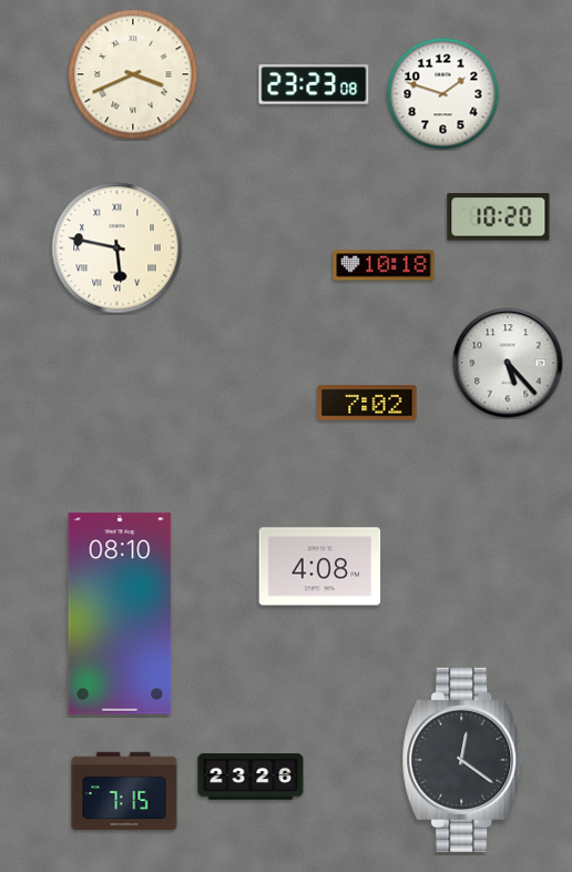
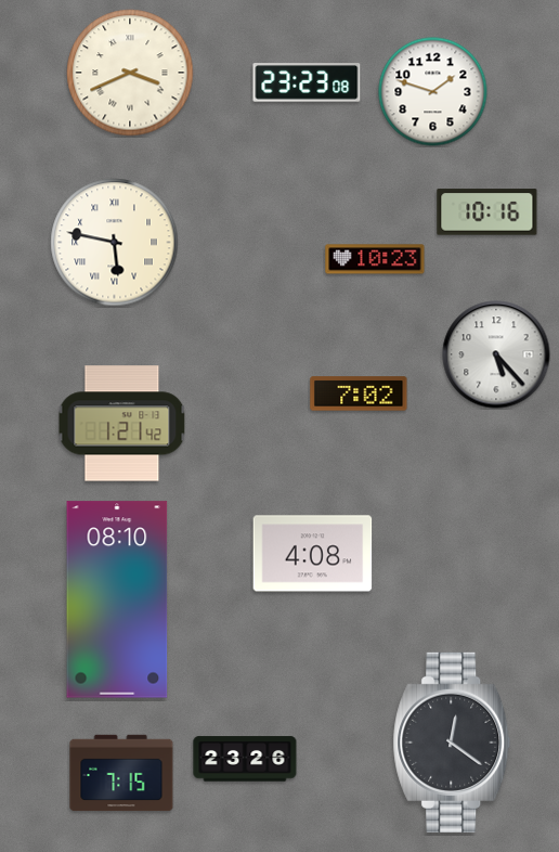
clock at (499, 217): 10:20 -> 10:16
clock at (384, 265): 10:18 -> 10:23
clock at (122, 424): none -> 1:21
